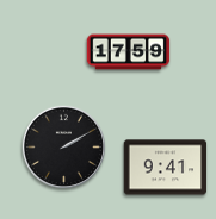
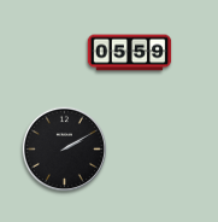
clock at (129, 52): 17:59 -> 05:59
clock at (166, 168): 9:41 -> none
